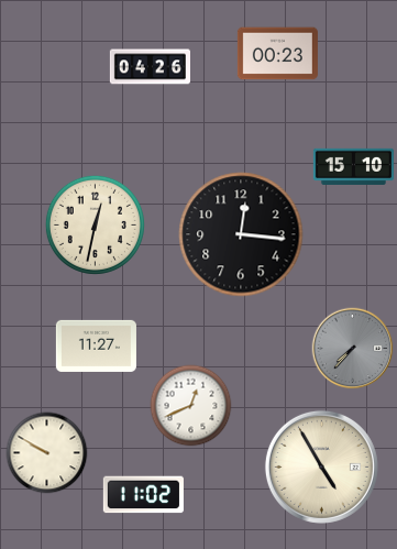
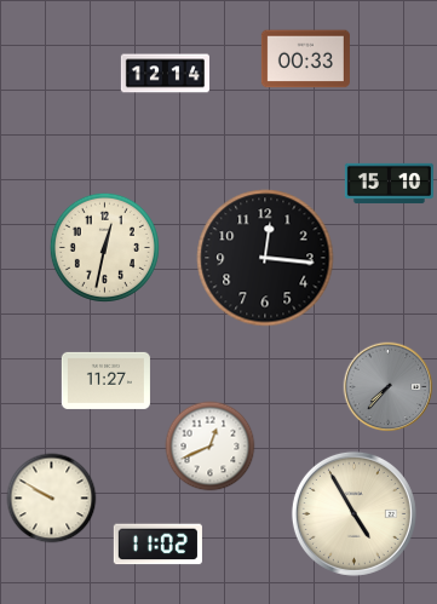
clock at (277, 54): 00:23 -> 00:33
clock at (150, 67): 04:26 -> 12:14
clock at (353, 349) position: (353, 349) -> (389, 387)
